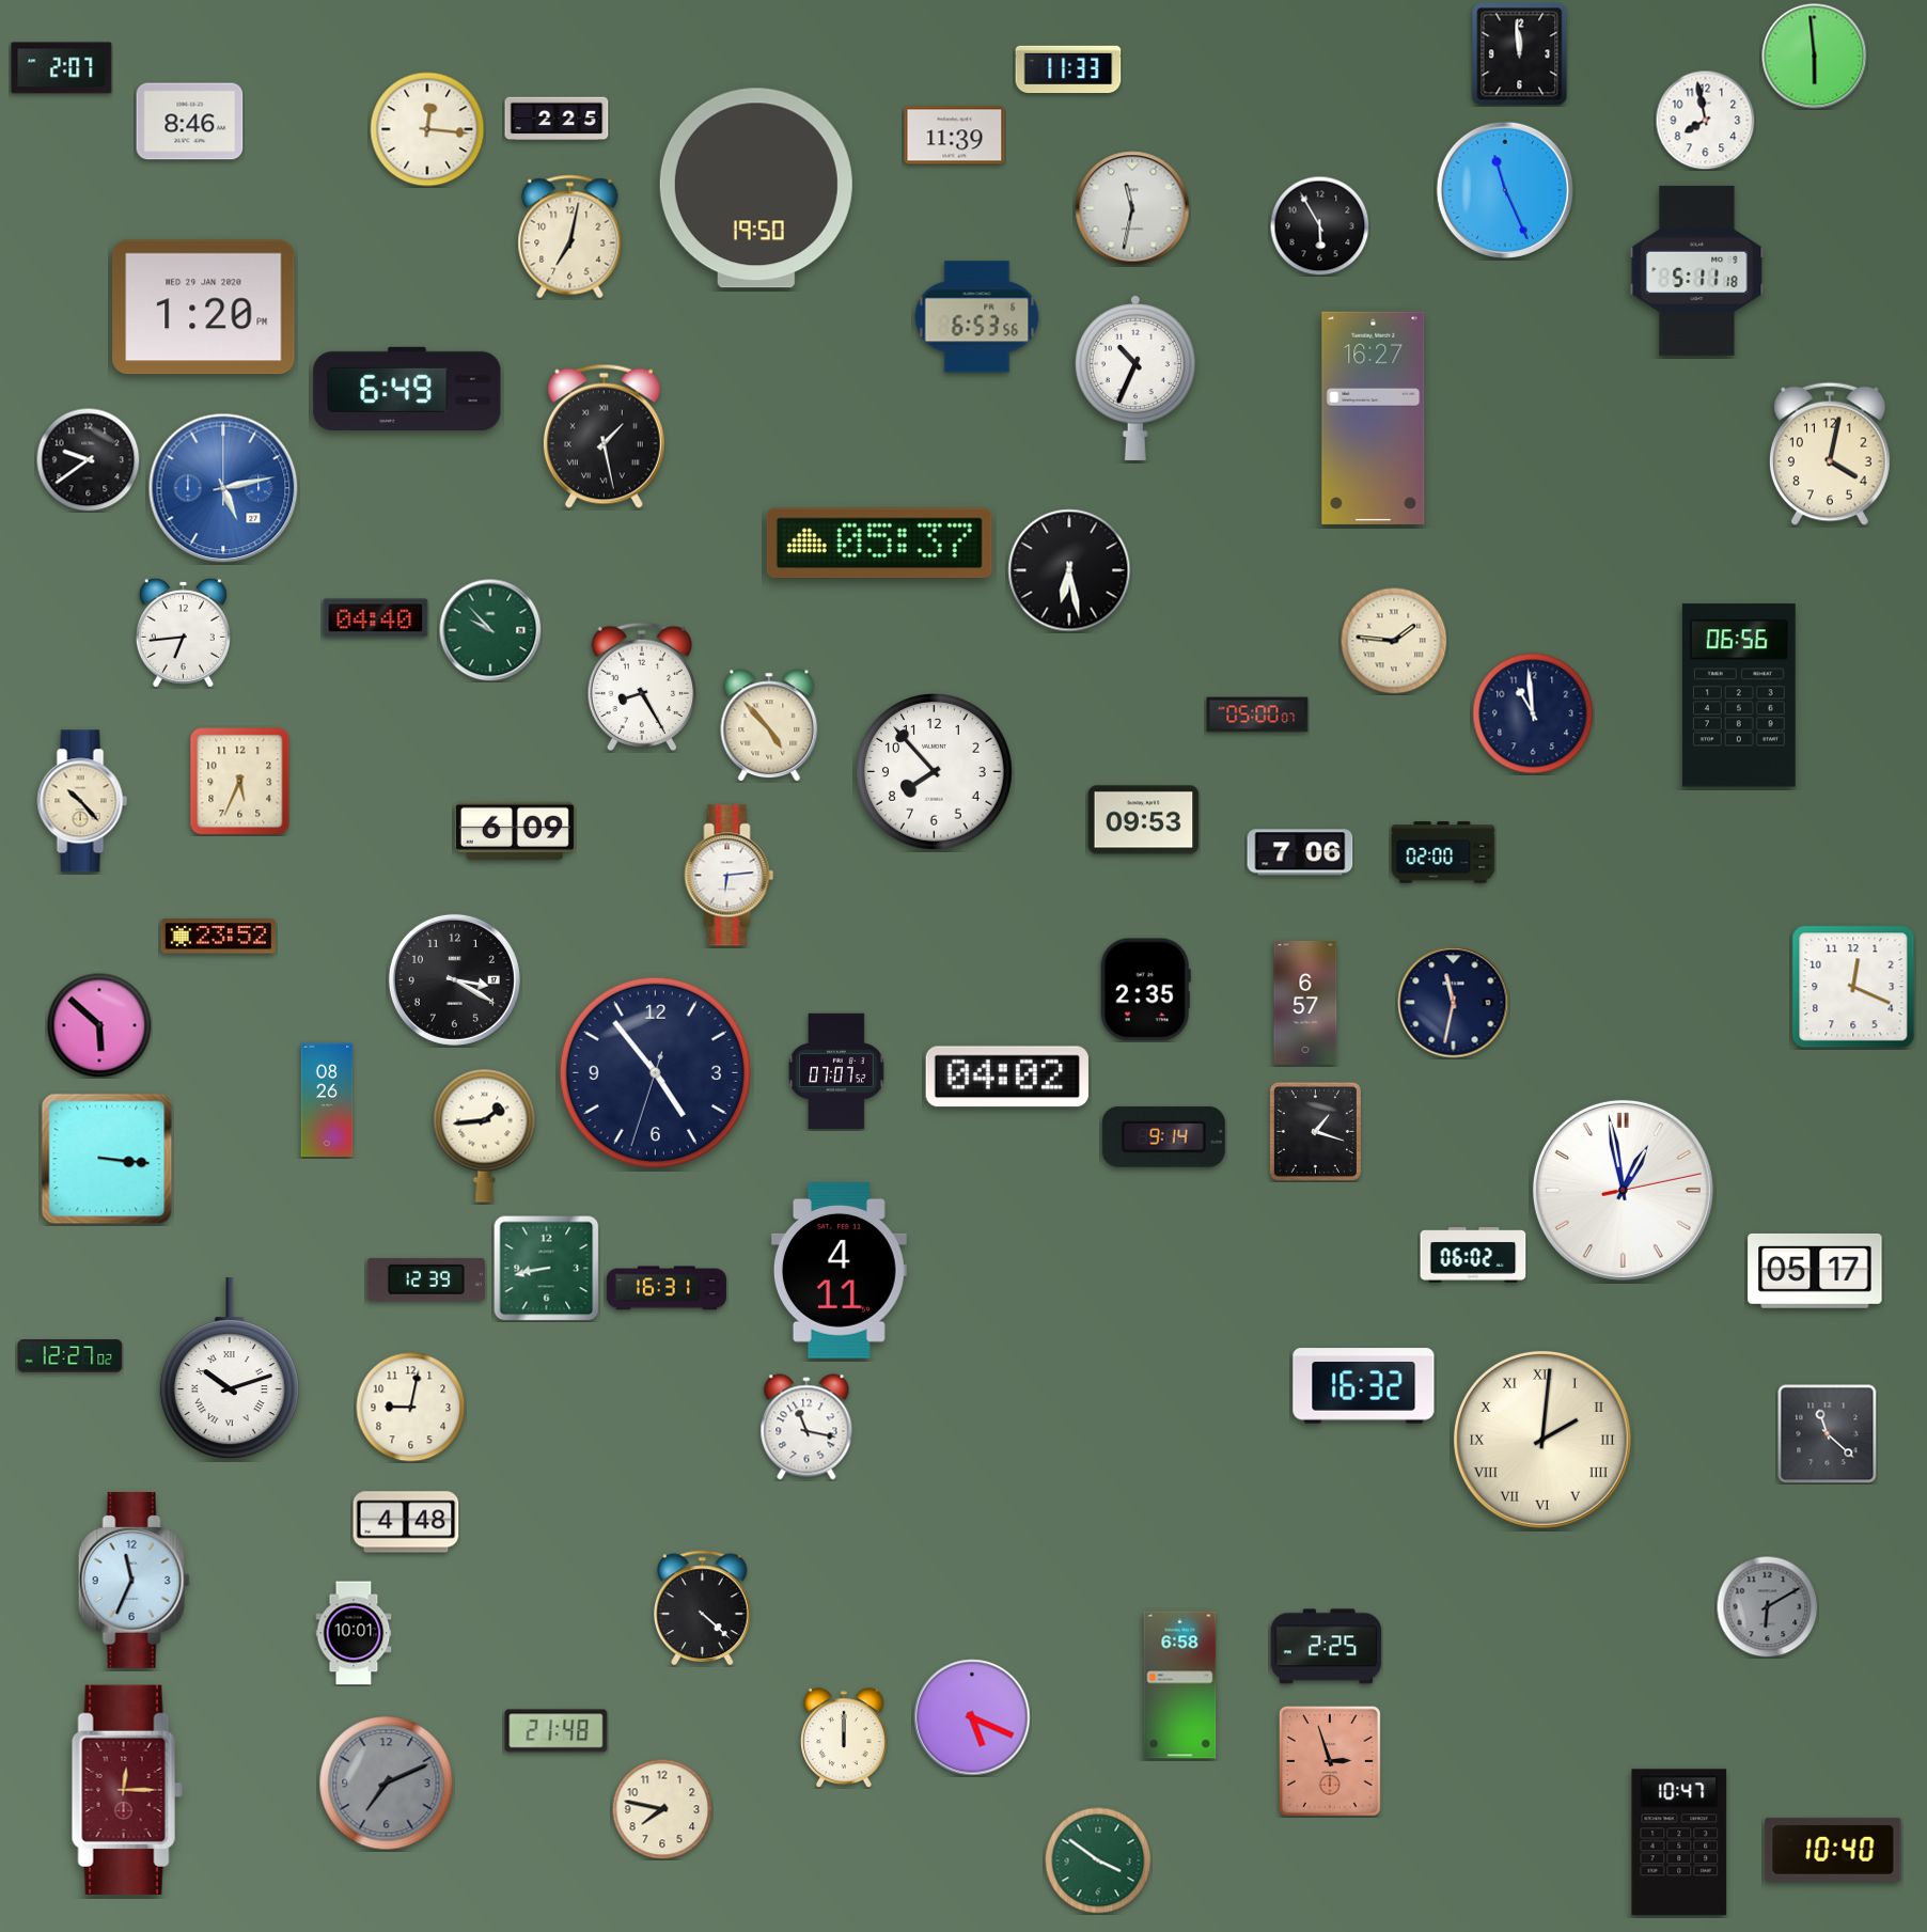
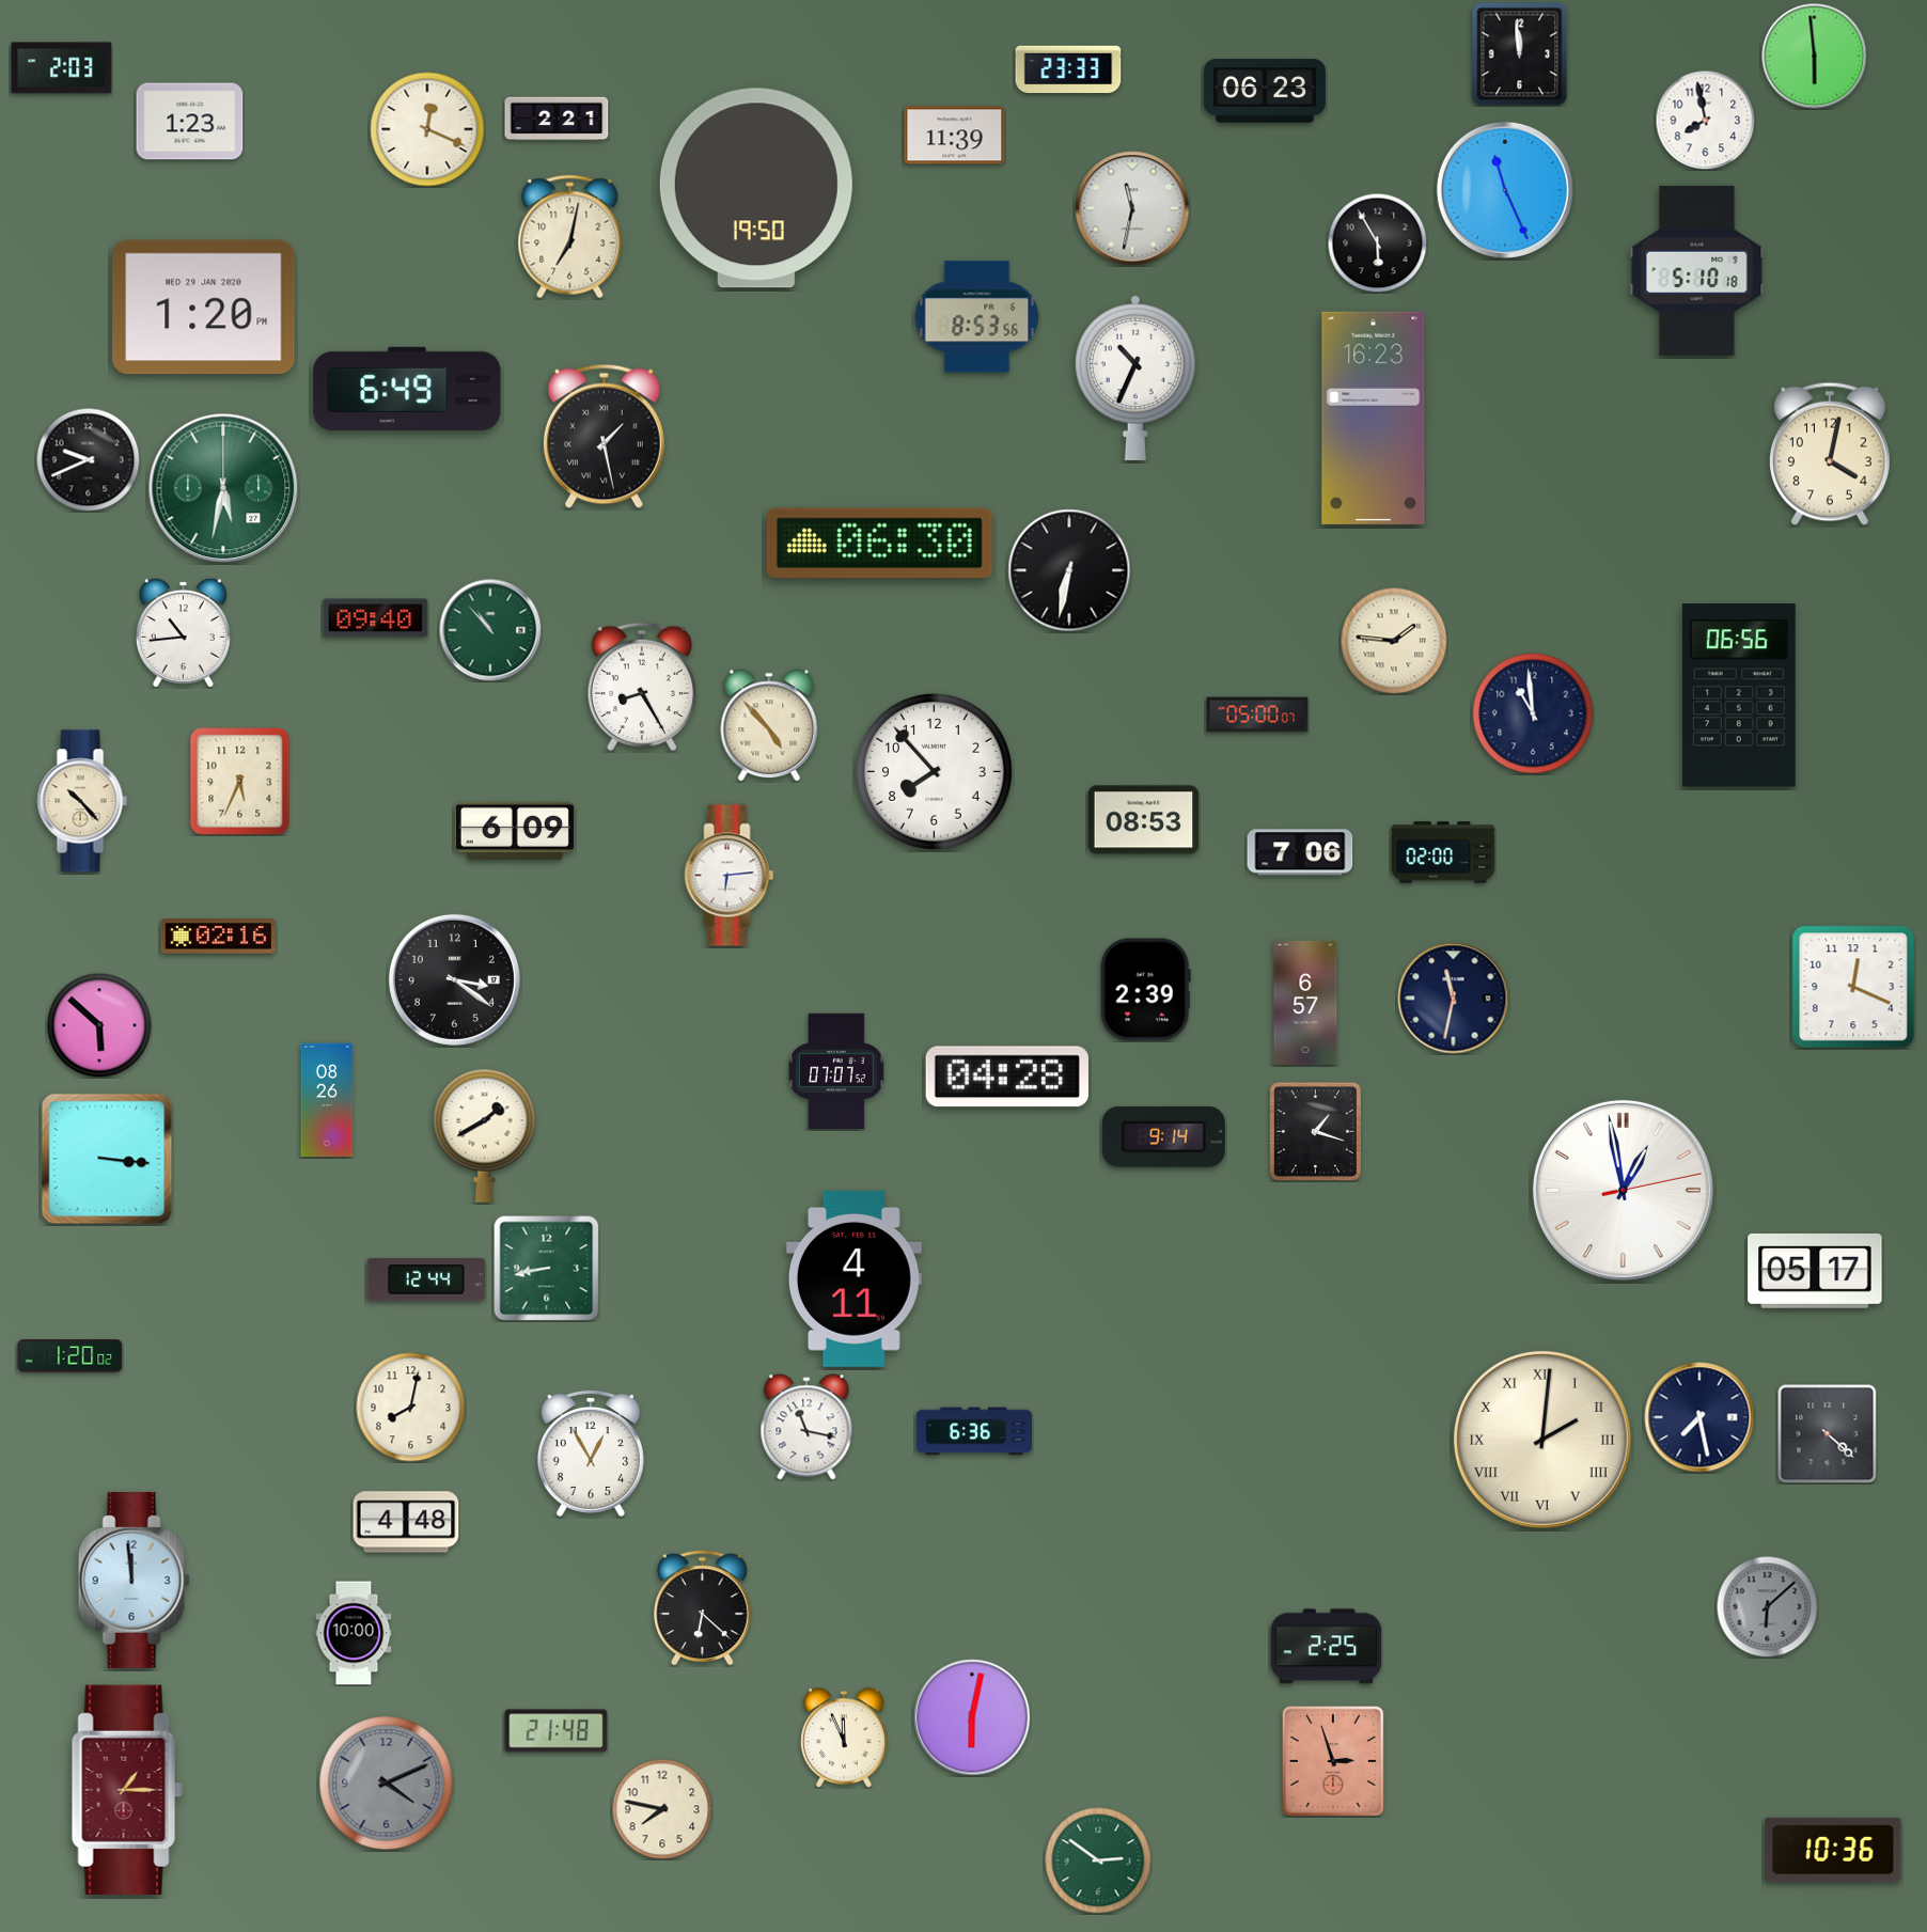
clock at (62, 68): 2:07 -> 2:03
clock at (1068, 69): 11:33 -> 23:33
clock at (1265, 91): none -> 06:23
clock at (557, 119): 2:25 -> 2:21
clock at (190, 122): 8:46 -> 1:23
clock at (427, 129): 12:16 -> 12:19
clock at (1319, 225) position: (1319, 225) -> (1377, 242)
clock at (1697, 270): 5:11 -> 5:10
clock at (977, 317): 6:53 -> 8:53
clock at (1374, 418): 16:27 -> 16:23
clock at (88, 459): 9:39 -> 9:41
clock at (223, 488): 5:13 -> 5:32
clock at (223, 488) dial: blue -> green
clock at (879, 544): 05:37 -> 06:30
clock at (1069, 570): 6:28 -> 6:32
clock at (376, 618): 04:40 -> 09:40
clock at (490, 630): 9:53 -> 10:53
clock at (183, 632): 6:44 -> 10:44
clock at (1144, 820): 09:53 -> 08:53
clock at (219, 937): 23:52 -> 02:16
clock at (454, 979): 3:20 -> 3:21
clock at (1145, 990): 2:35 -> 2:39
clock at (1454, 1003) position: (1454, 1003) -> (1454, 999)
clock at (655, 1072): 4:53 -> none
clock at (1007, 1077): 04:02 -> 04:28
clock at (485, 1135): 1:44 -> 1:40
clock at (1473, 1255): 06:02 -> none
clock at (839, 1270) position: (839, 1270) -> (853, 1278)
clock at (426, 1279): 12:39 -> 12:44
clock at (667, 1288): 16:31 -> none
clock at (70, 1356): 12:27 -> 1:20
clock at (230, 1369): 10:12 -> none
clock at (1364, 1386): 16:32 -> none
clock at (411, 1408): 9:02 -> 8:02
clock at (1699, 1417): none -> 7:28
clock at (974, 1431): none -> 6:36
clock at (1827, 1433): 11:22 -> 4:22
clock at (591, 1454): none -> 12:55
clock at (134, 1580): 11:34 -> 11:59
clock at (1767, 1606): 6:10 -> 6:08
clock at (703, 1608): 4:22 -> 6:22
clock at (354, 1633): 10:01 -> 10:00
clock at (1180, 1685): 6:58 -> none
clock at (972, 1717): 5:19 -> 6:02
clock at (845, 1738): 12:00 -> 11:56
clock at (1330, 1761) position: (1330, 1761) -> (1333, 1761)
clock at (387, 1784): 7:11 -> 4:11
clock at (127, 1790): 12:15 -> 1:15
clock at (1679, 1842): 10:47 -> none
clock at (1833, 1850): 10:40 -> 10:36
clock at (1098, 1860): 3:51 -> 2:51
